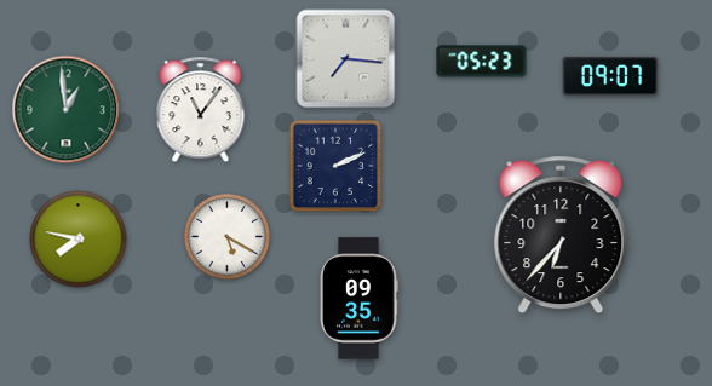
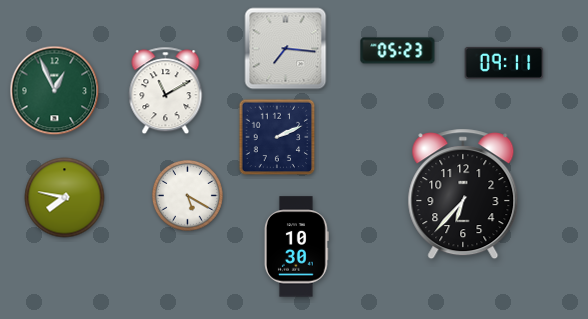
clock at (610, 76): 09:07 -> 09:11
clock at (67, 110): 12:59 -> 12:56
clock at (201, 110): 11:06 -> 11:10
clock at (360, 299): 09:35 -> 10:30
